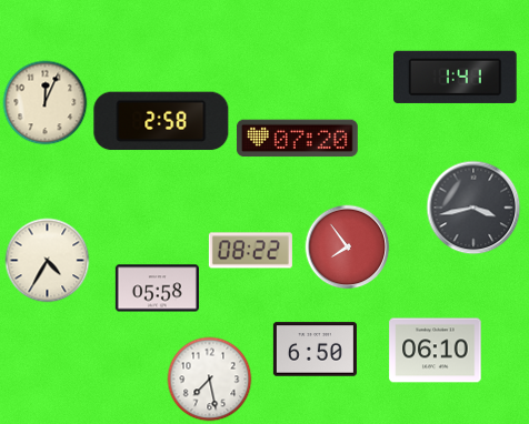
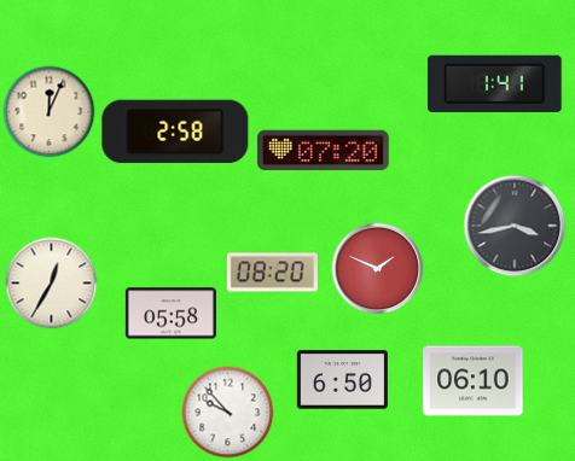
clock at (348, 248): 7:54 -> 1:49
clock at (250, 251): 08:22 -> 08:20
clock at (48, 261): 4:35 -> 12:35
clock at (210, 380): 7:28 -> 9:53
